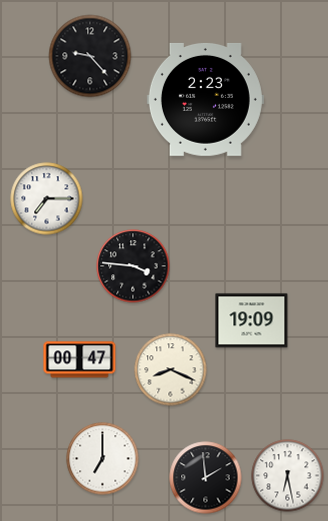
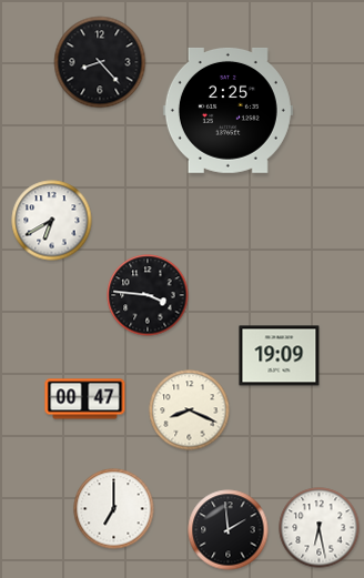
clock at (90, 56): 9:23 -> 8:23
clock at (205, 99): 2:23 -> 2:25
clock at (47, 199): 7:15 -> 6:40
clock at (80, 360) position: (80, 360) -> (85, 399)
